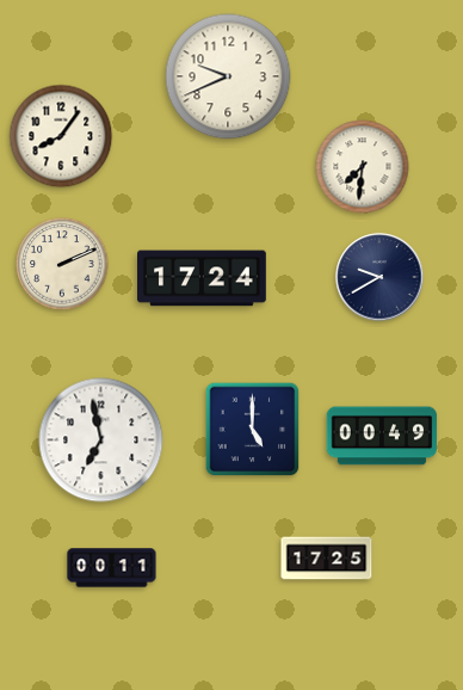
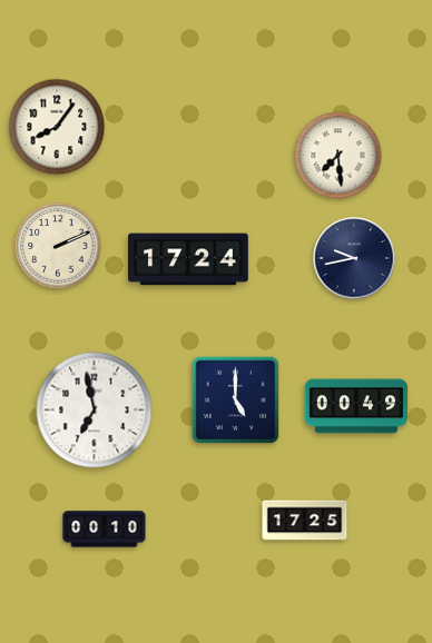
clock at (228, 76): 9:41 -> none
clock at (363, 167): 7:31 -> 7:29
clock at (379, 277): 9:40 -> 9:43
clock at (112, 568): 00:11 -> 00:10
